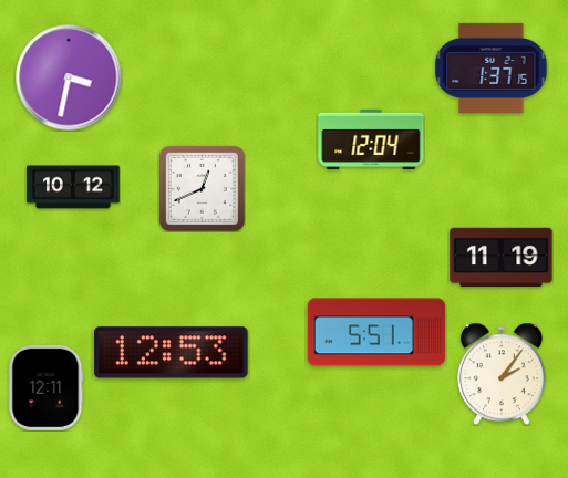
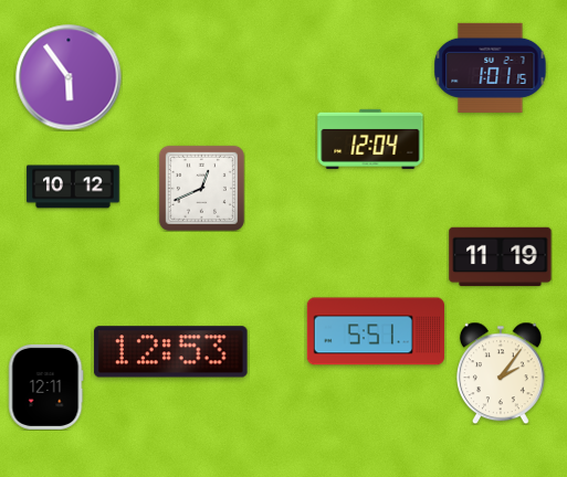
clock at (492, 67): 1:37 -> 1:01
clock at (69, 77): 3:32 -> 5:54
